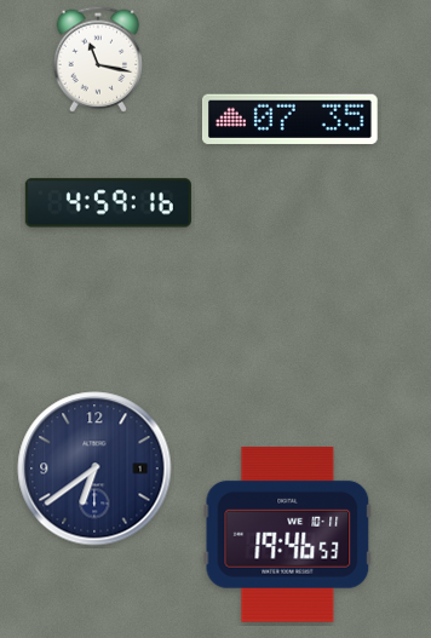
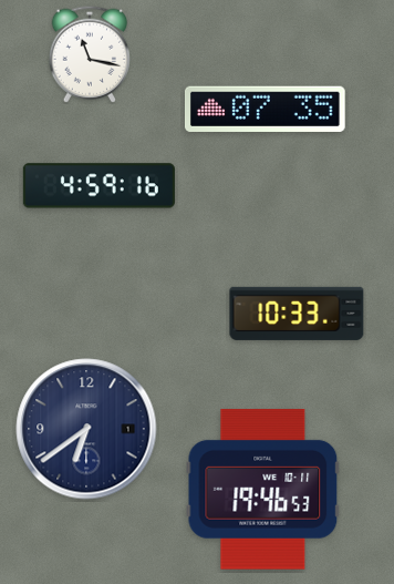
clock at (297, 314): none -> 10:33
